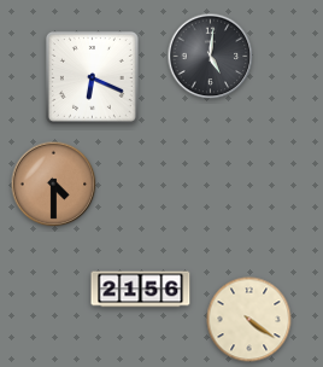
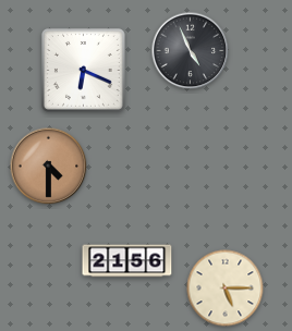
clock at (211, 57): 5:01 -> 4:56
clock at (249, 320): 4:21 -> 5:15
